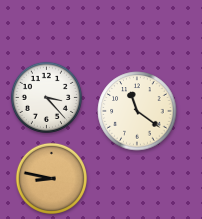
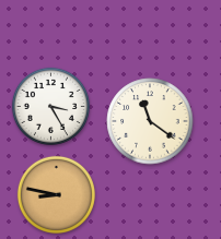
clock at (46, 97): 3:23 -> 3:25
